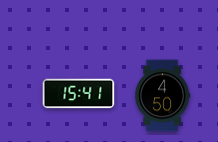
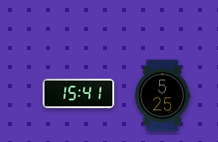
clock at (163, 96): 4:50 -> 5:25
